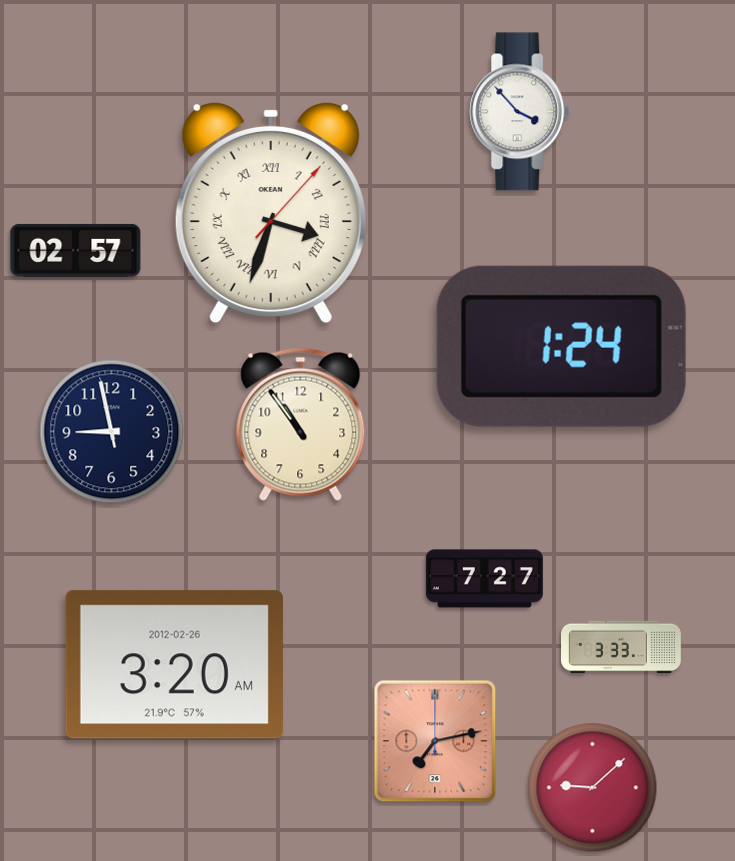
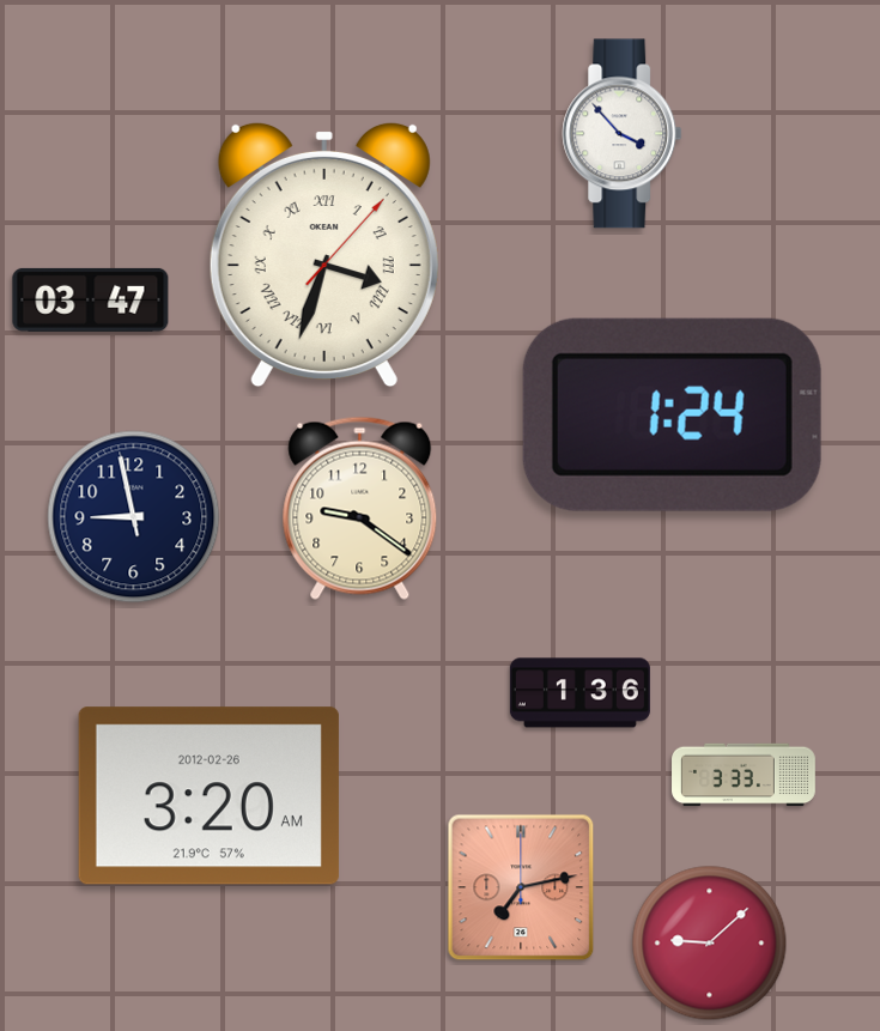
clock at (76, 250): 02:57 -> 03:47
clock at (301, 424): 10:54 -> 9:21
clock at (484, 579): 7:27 -> 1:36
